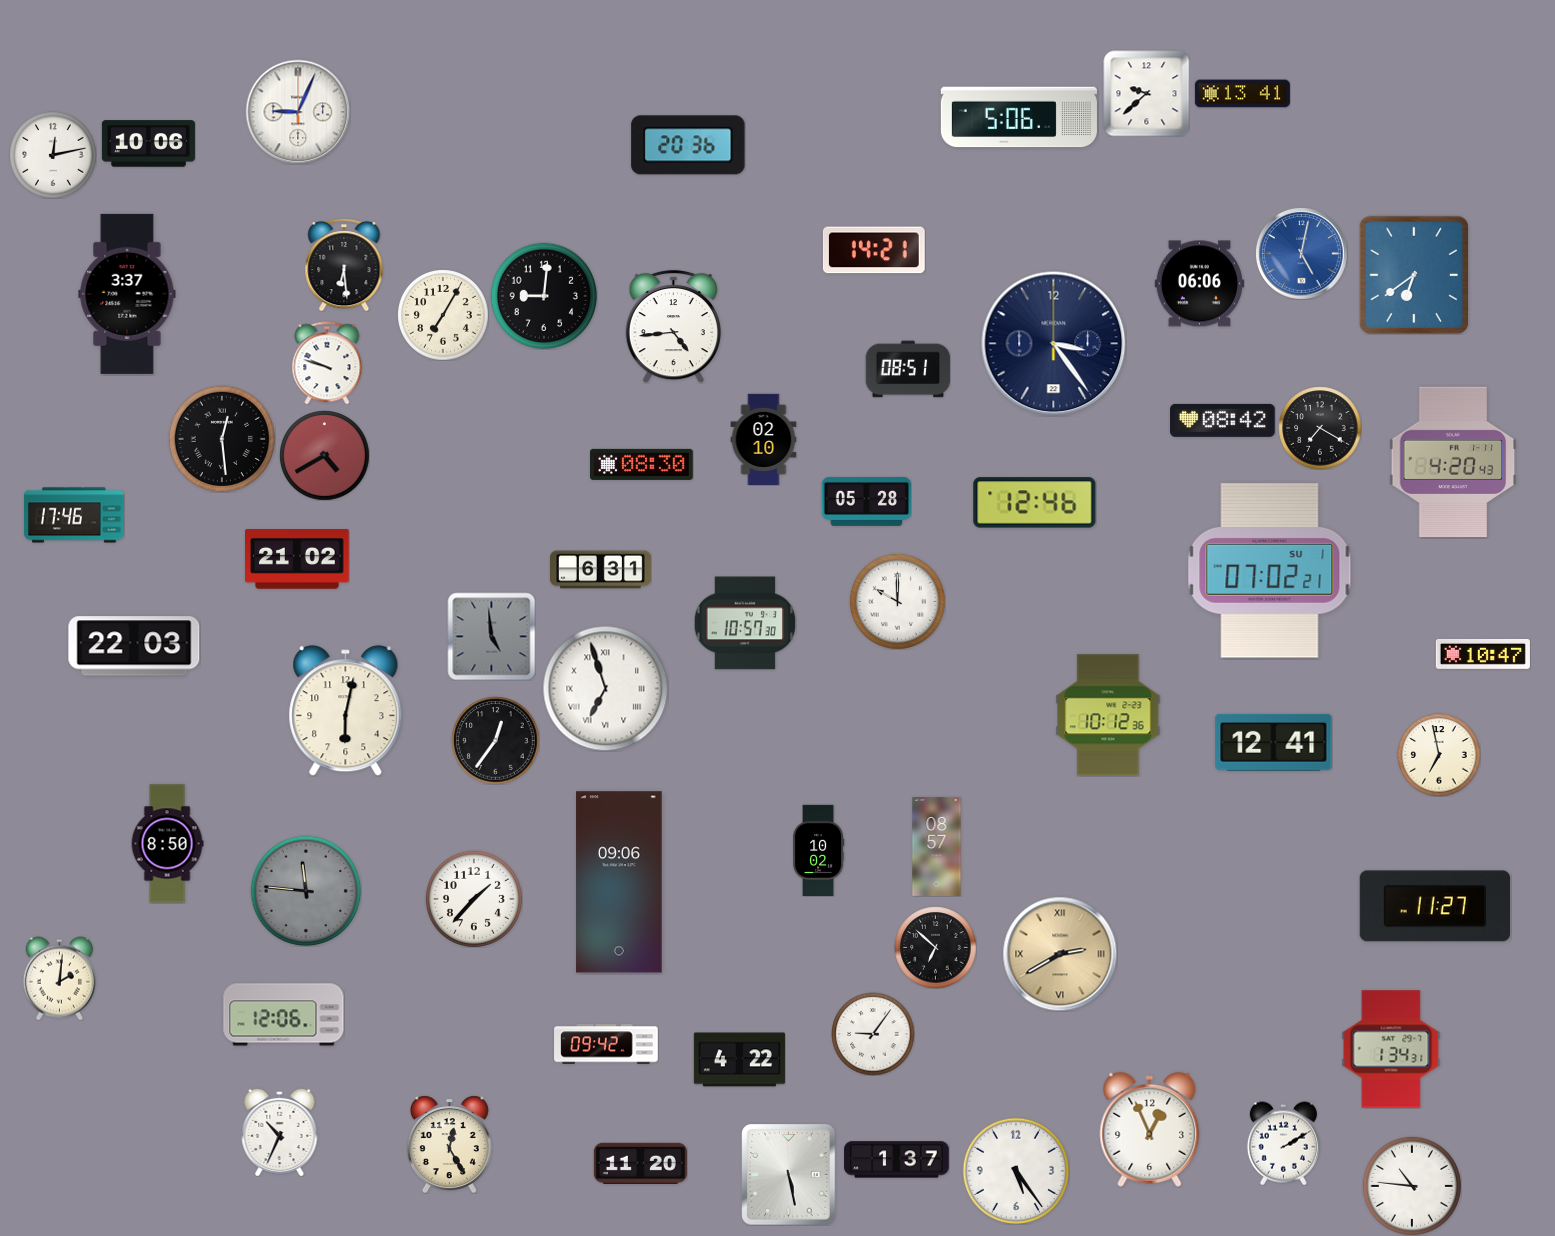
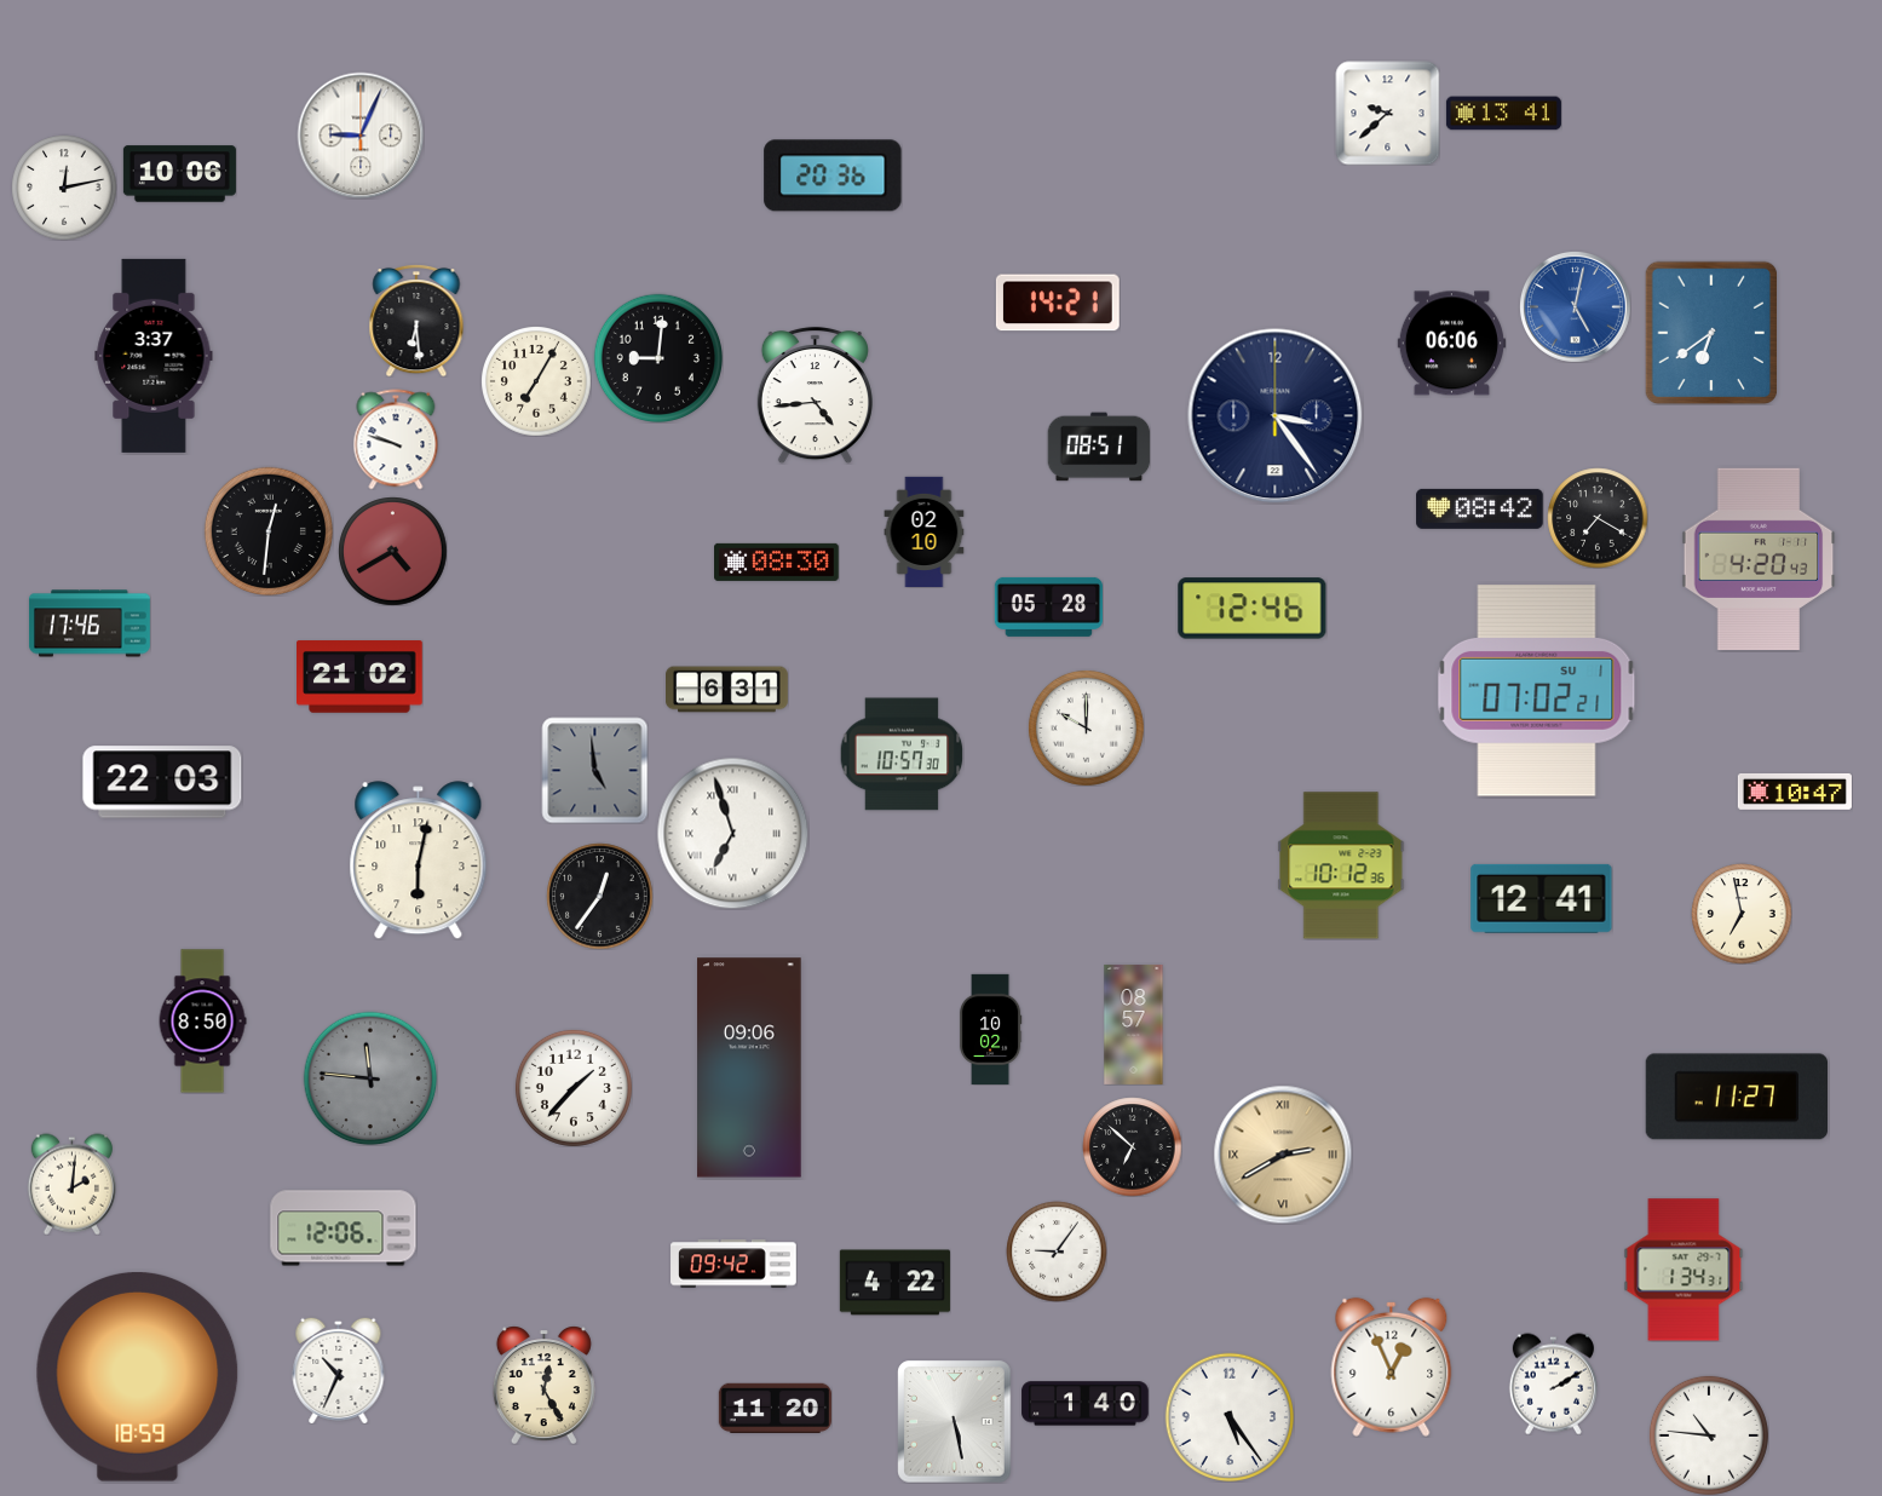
clock at (1019, 117): 5:06 -> none
clock at (221, 438): 12:29 -> 12:31
clock at (138, 1377): none -> 18:59
clock at (897, 1160): 1:37 -> 1:40
